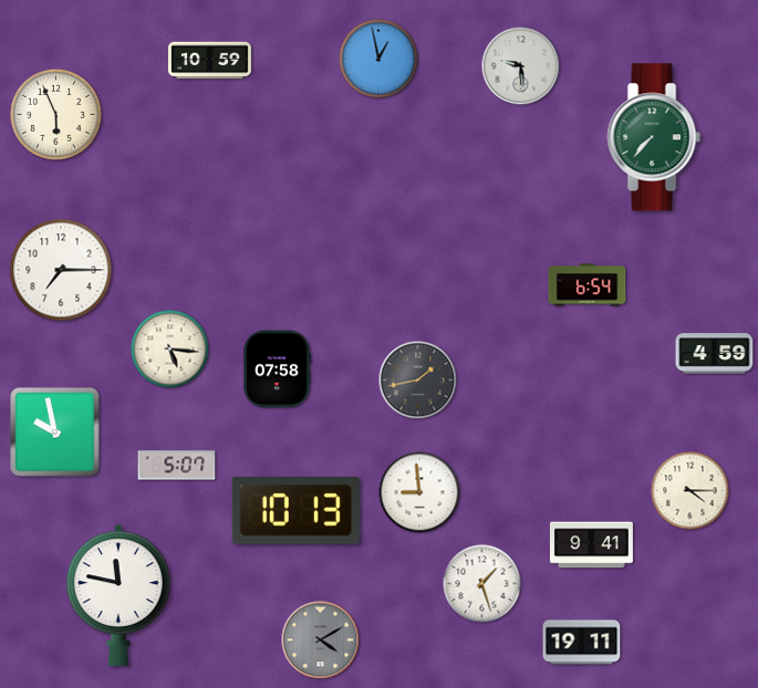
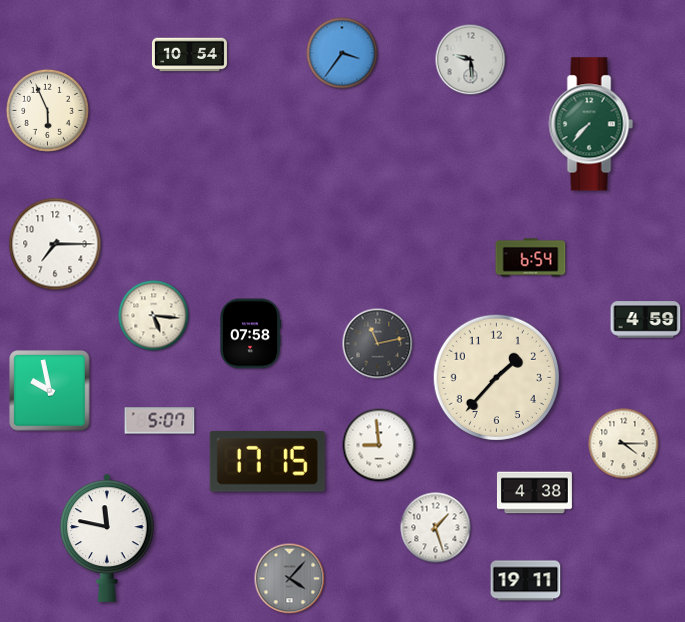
clock at (378, 59): 12:58 -> 3:36
clock at (209, 61): 10:59 -> 10:54
clock at (55, 114) position: (55, 114) -> (47, 110)
clock at (418, 381): 1:43 -> 11:13
clock at (496, 377): none -> 1:37
clock at (295, 511): 10:13 -> 17:15
clock at (591, 545): 9:41 -> 4:38
clock at (321, 640): 4:10 -> 4:07
